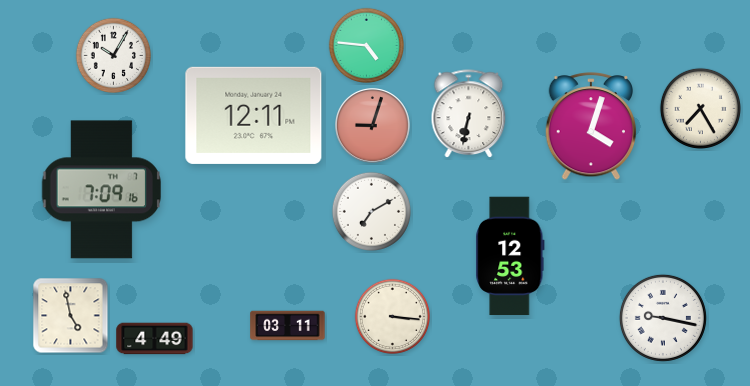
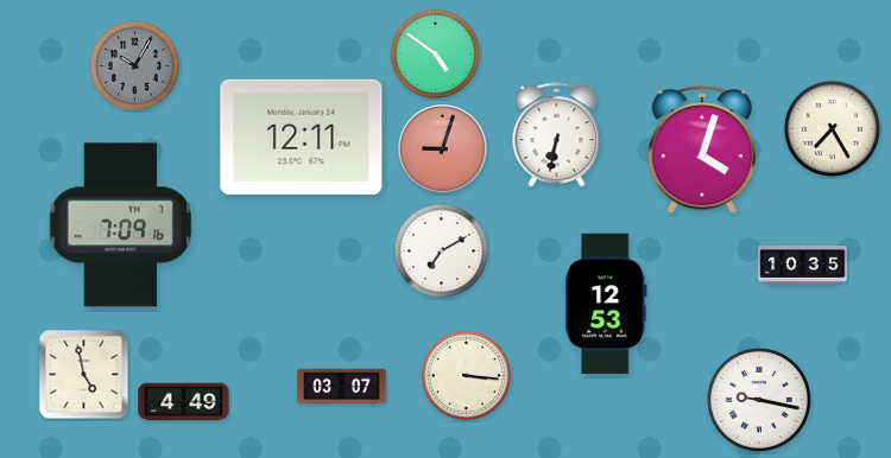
clock at (366, 45): 4:46 -> 4:51
clock at (113, 55) dial: white -> grey
clock at (803, 266): none -> 10:35
clock at (663, 318) position: (663, 318) -> (759, 400)
clock at (288, 326): 03:11 -> 03:07
